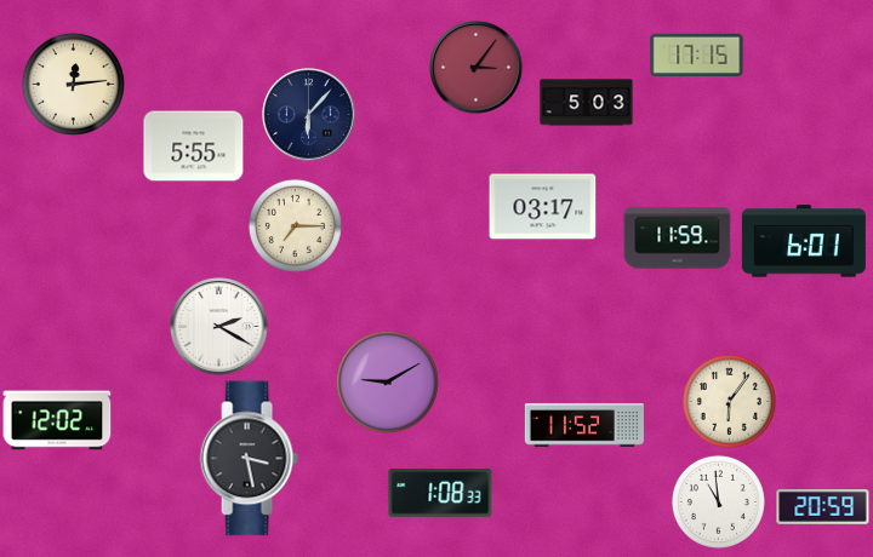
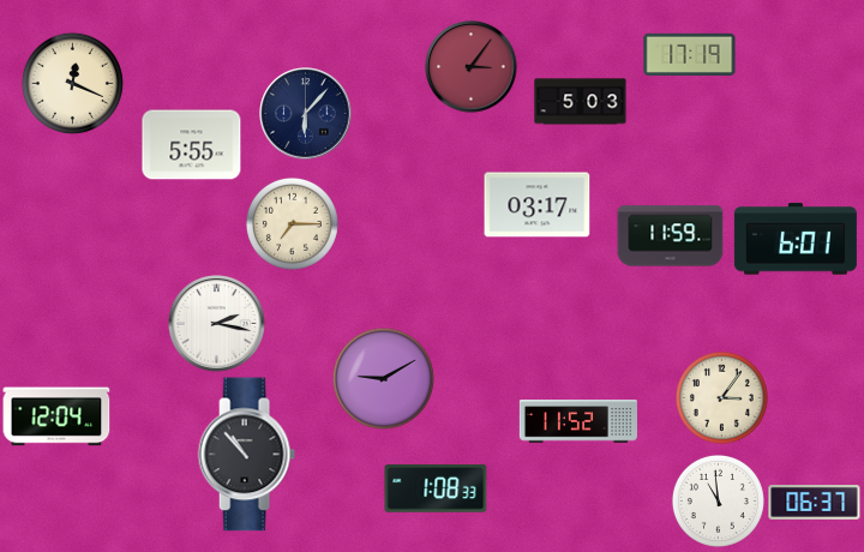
clock at (697, 54): 17:15 -> 17:19
clock at (73, 84): 12:14 -> 12:19
clock at (219, 327): 2:20 -> 2:17
clock at (729, 401): 6:06 -> 3:06
clock at (57, 420): 12:02 -> 12:04
clock at (249, 459): 3:28 -> 10:53
clock at (718, 501) position: (718, 501) -> (718, 500)
clock at (823, 507): 20:59 -> 06:37
